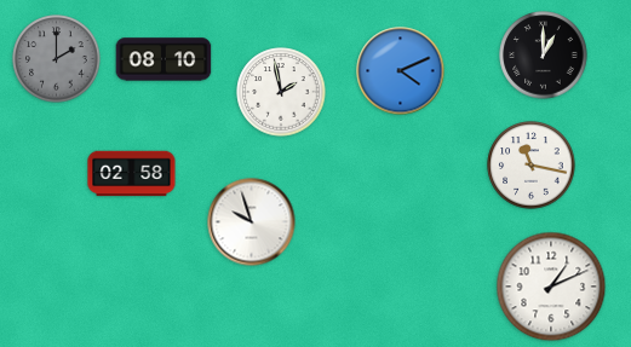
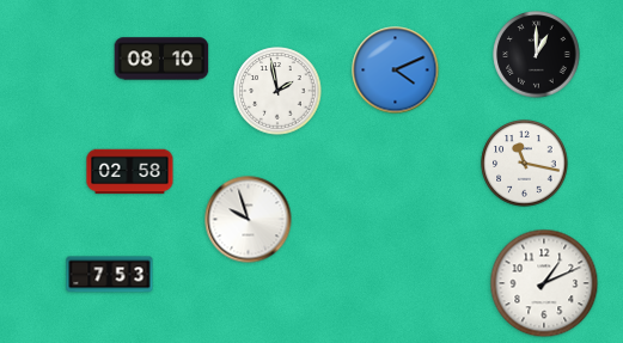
clock at (57, 59): 2:00 -> none
clock at (110, 275): none -> 7:53
